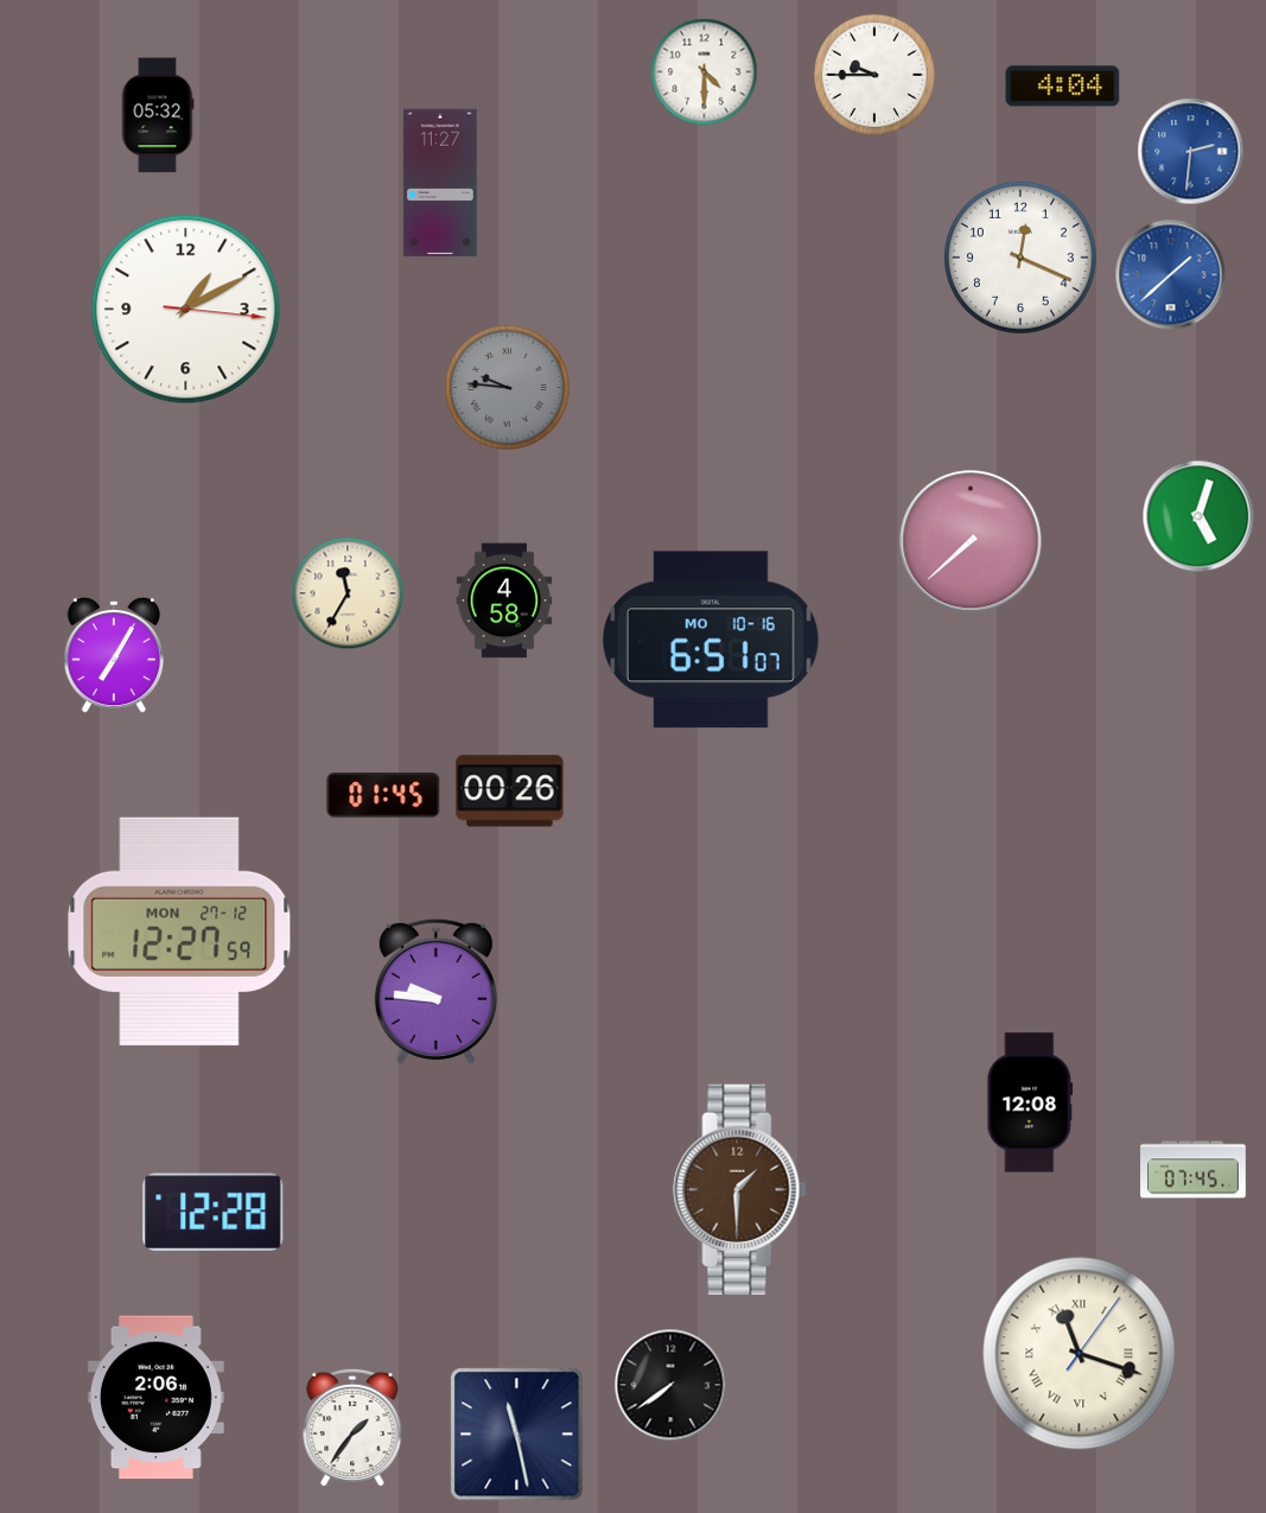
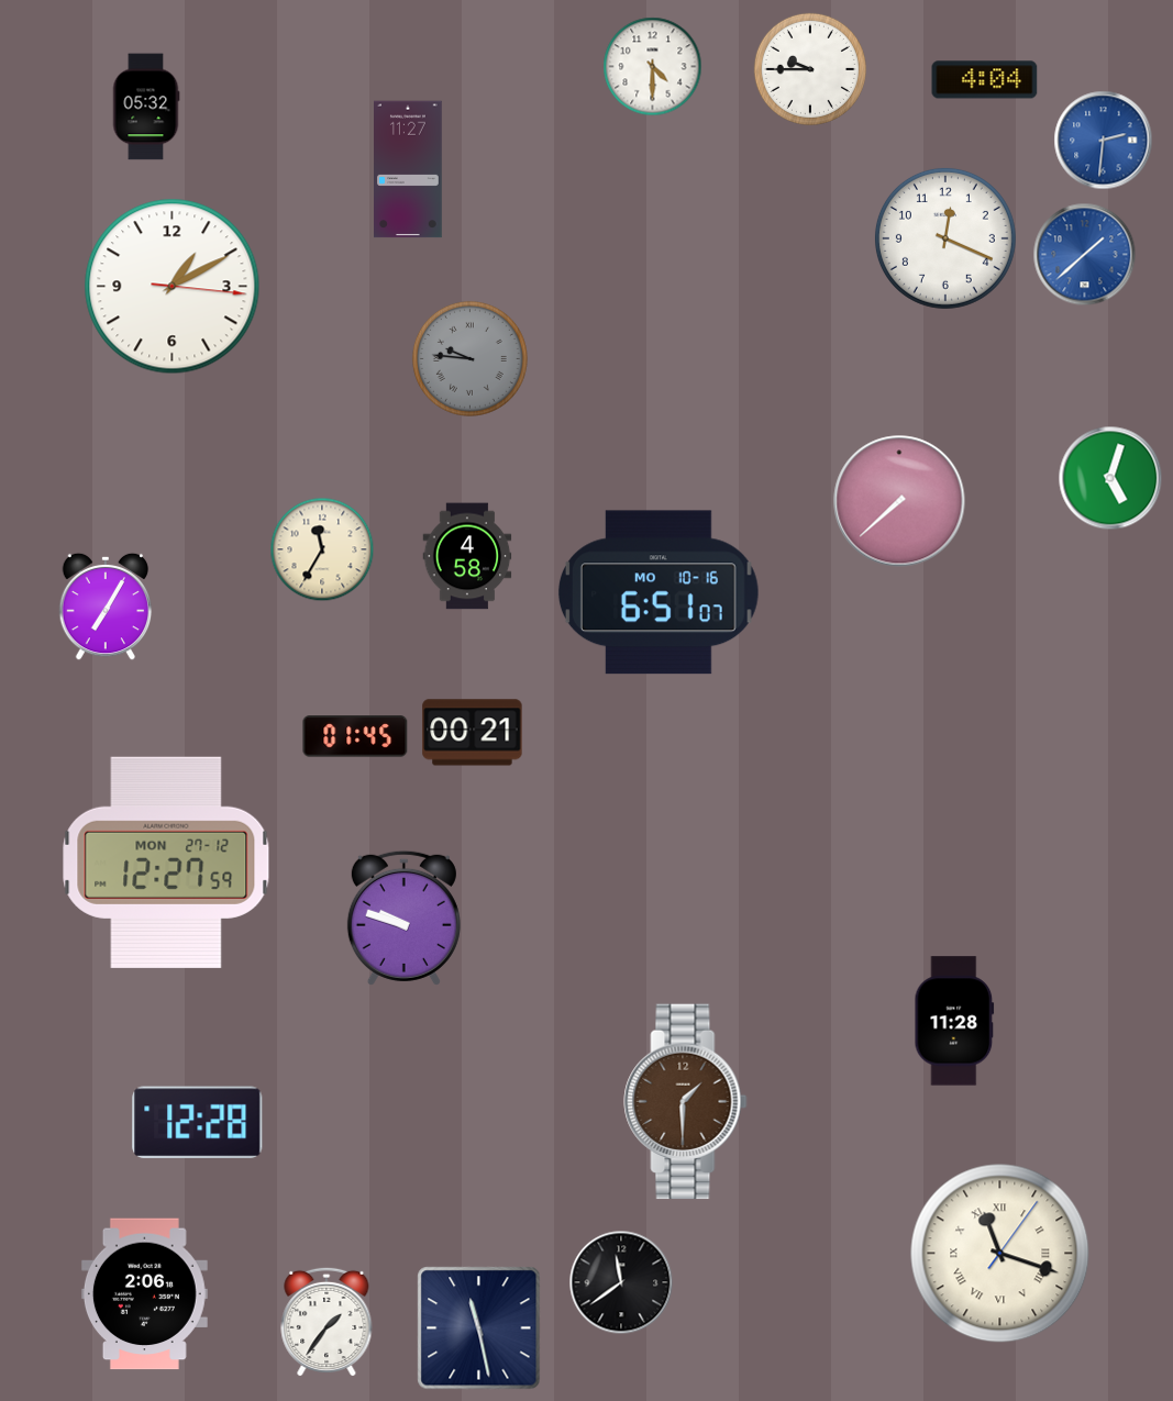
clock at (510, 792): 00:26 -> 00:21
clock at (435, 991): 9:46 -> 9:48
clock at (1030, 1102): 12:08 -> 11:28
clock at (1194, 1170): 07:45 -> none
clock at (670, 1385): 7:39 -> 11:39
